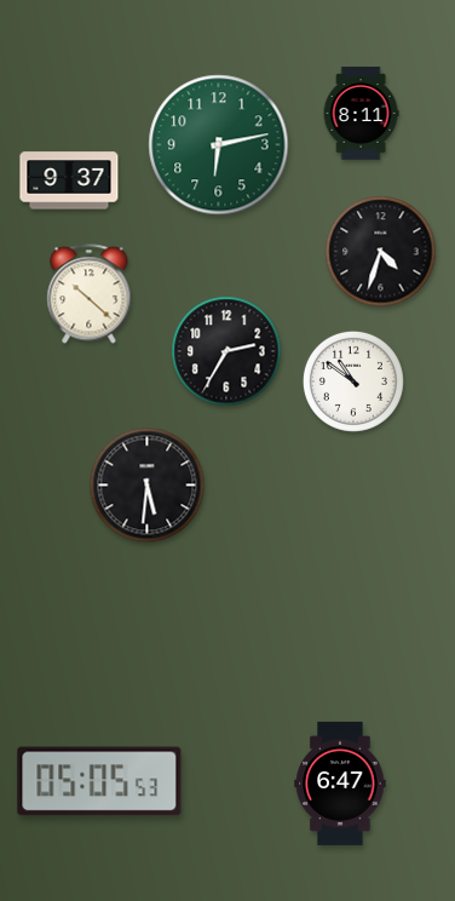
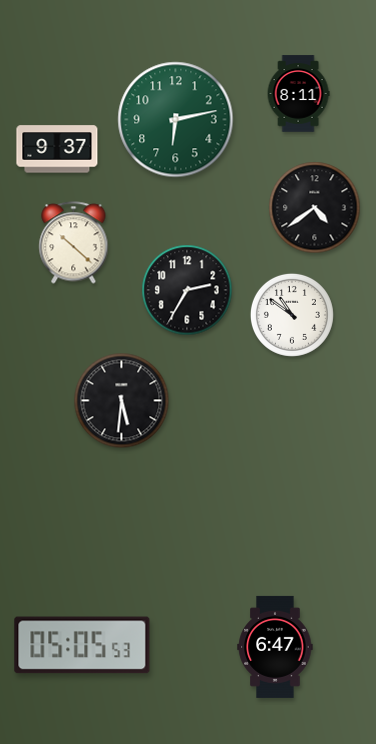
clock at (219, 145) position: (219, 145) -> (176, 120)
clock at (381, 252): 4:33 -> 4:39
clock at (340, 784) position: (340, 784) -> (275, 647)
